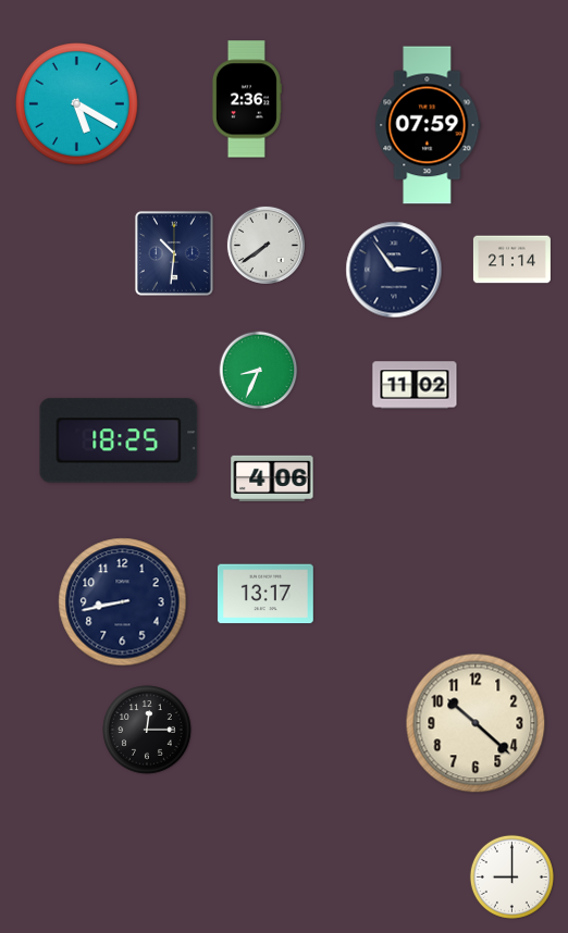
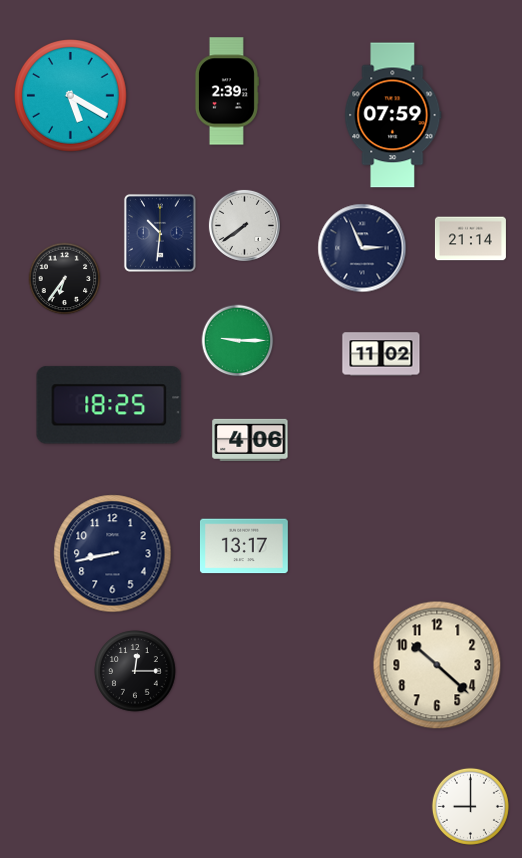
clock at (246, 99): 2:36 -> 2:39
clock at (394, 270): 2:54 -> 2:56
clock at (65, 279): none -> 6:36
clock at (259, 371): 8:34 -> 9:15
